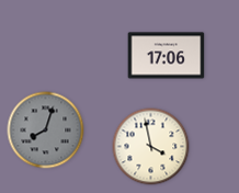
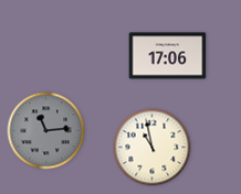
clock at (46, 130): 8:03 -> 11:14
clock at (151, 147): 3:58 -> 10:58
